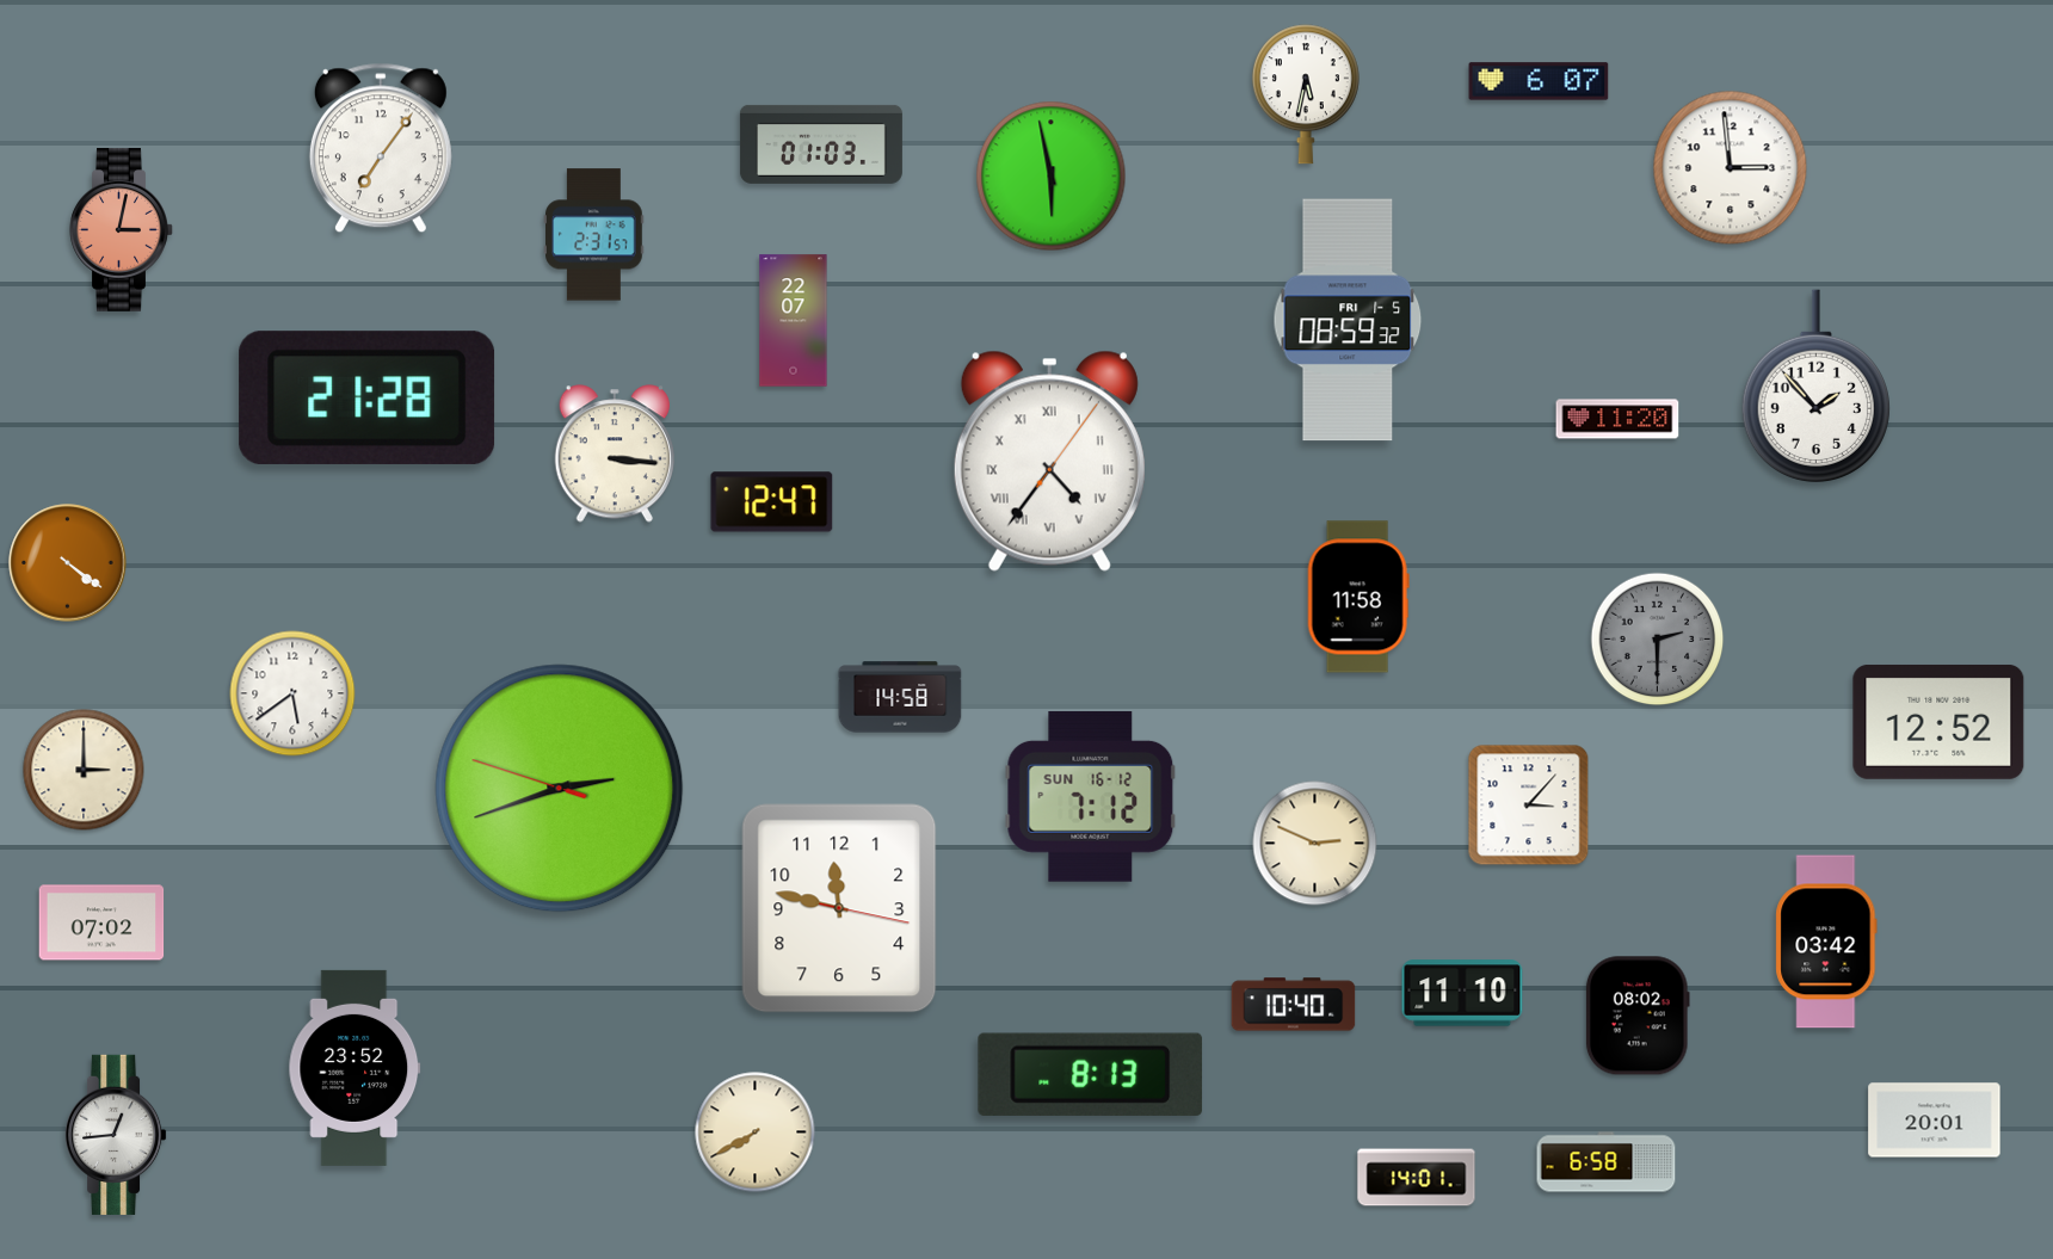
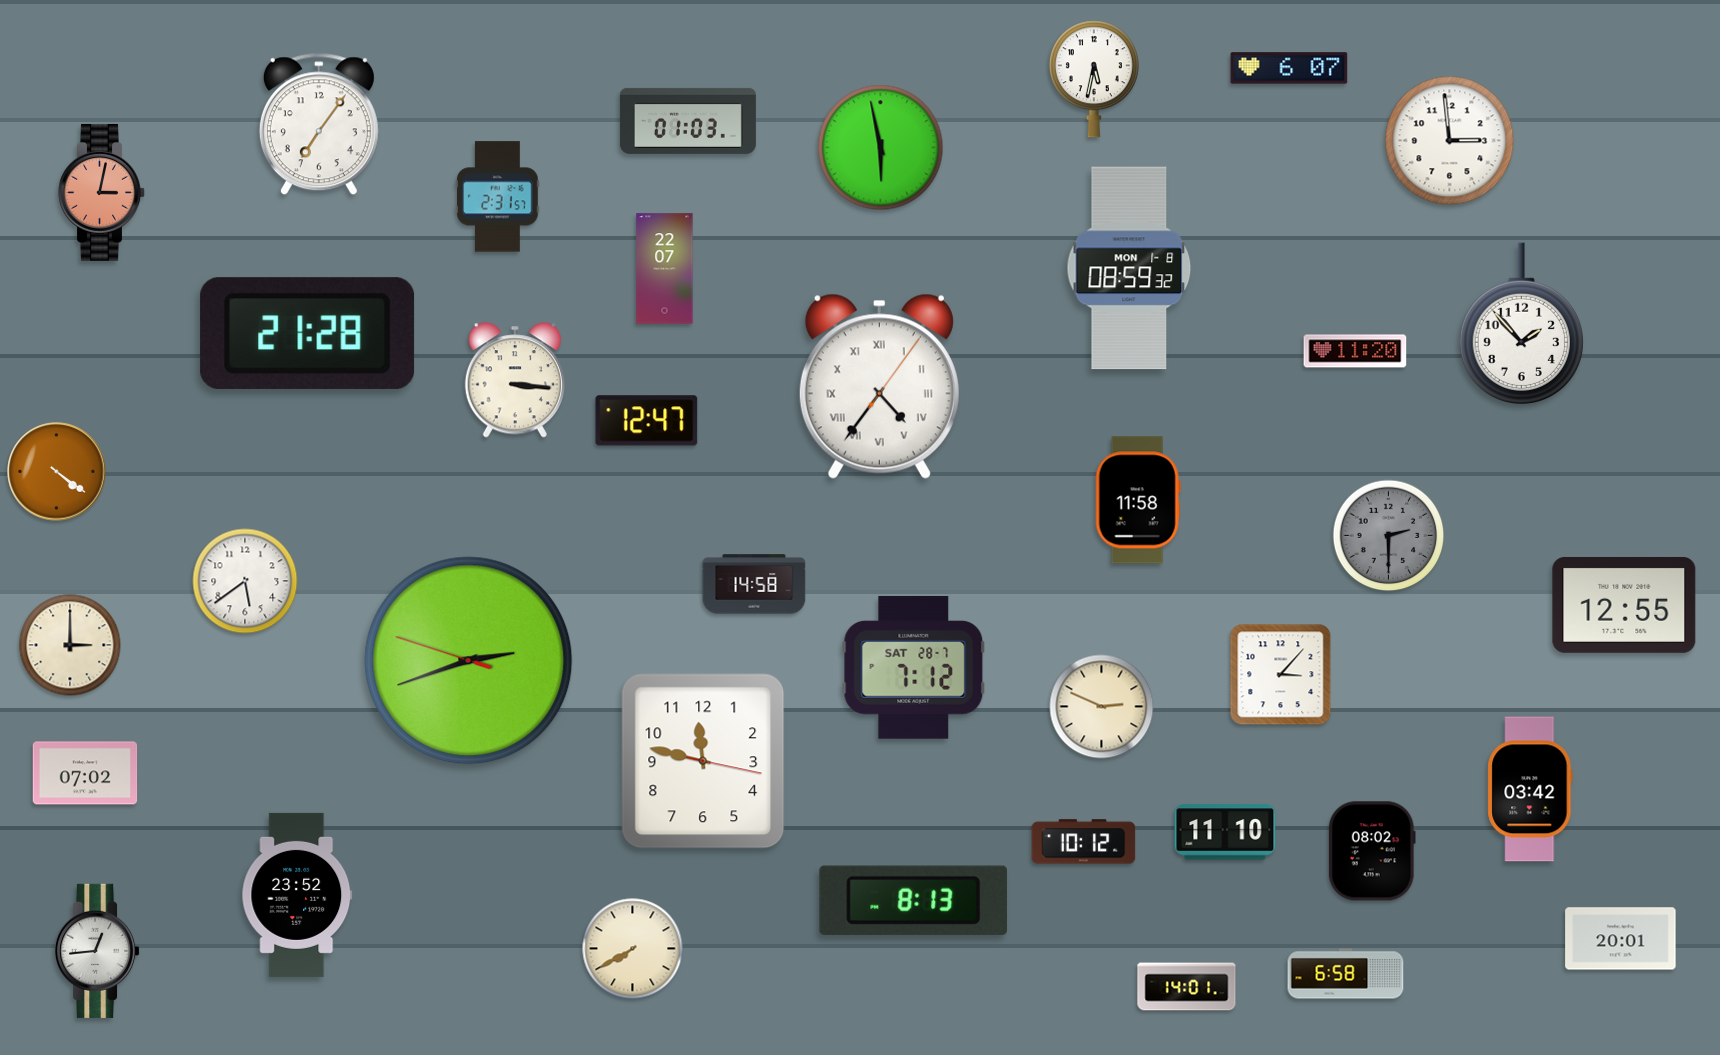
clock at (1348, 320) date: FRI 1-5 -> MON 1-8
clock at (1938, 722): 12:52 -> 12:55
clock at (1091, 796) date: SUN 16-12 -> SAT 28-7
clock at (1294, 1005): 10:40 -> 10:12
